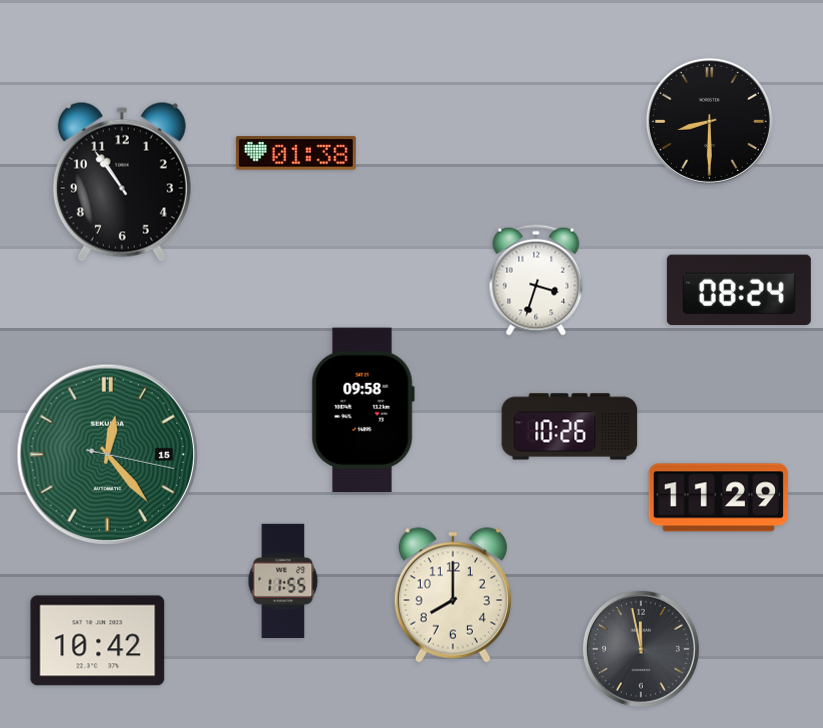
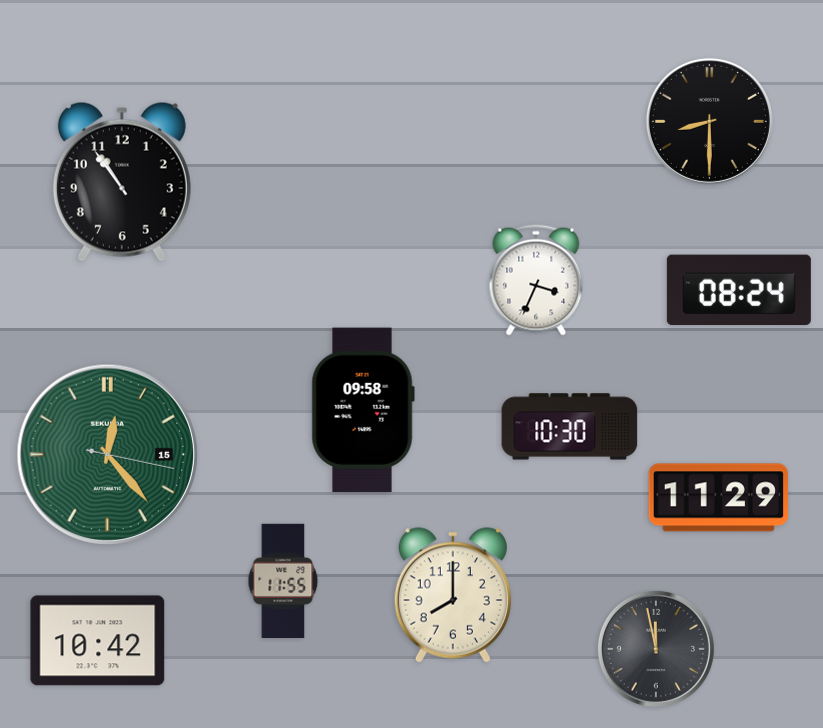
clock at (296, 153): 01:38 -> none
clock at (536, 280): 3:33 -> 3:34
clock at (570, 427): 10:26 -> 10:30
clock at (641, 649) position: (641, 649) -> (656, 649)
